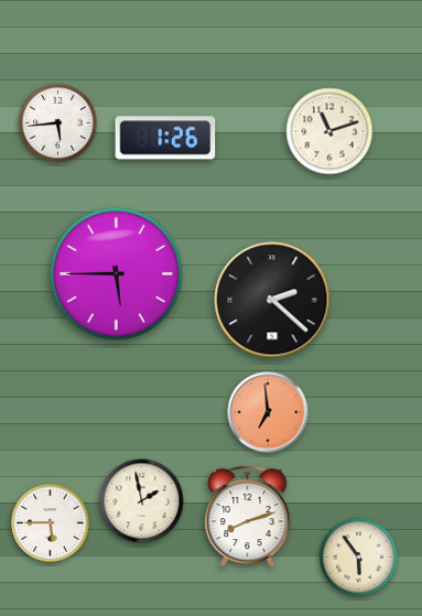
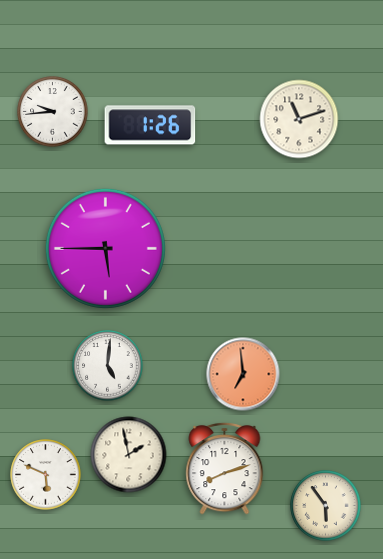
clock at (58, 123): 5:44 -> 9:44
clock at (272, 300): 2:22 -> none
clock at (108, 366): none -> 5:01
clock at (51, 523): 5:45 -> 5:49
